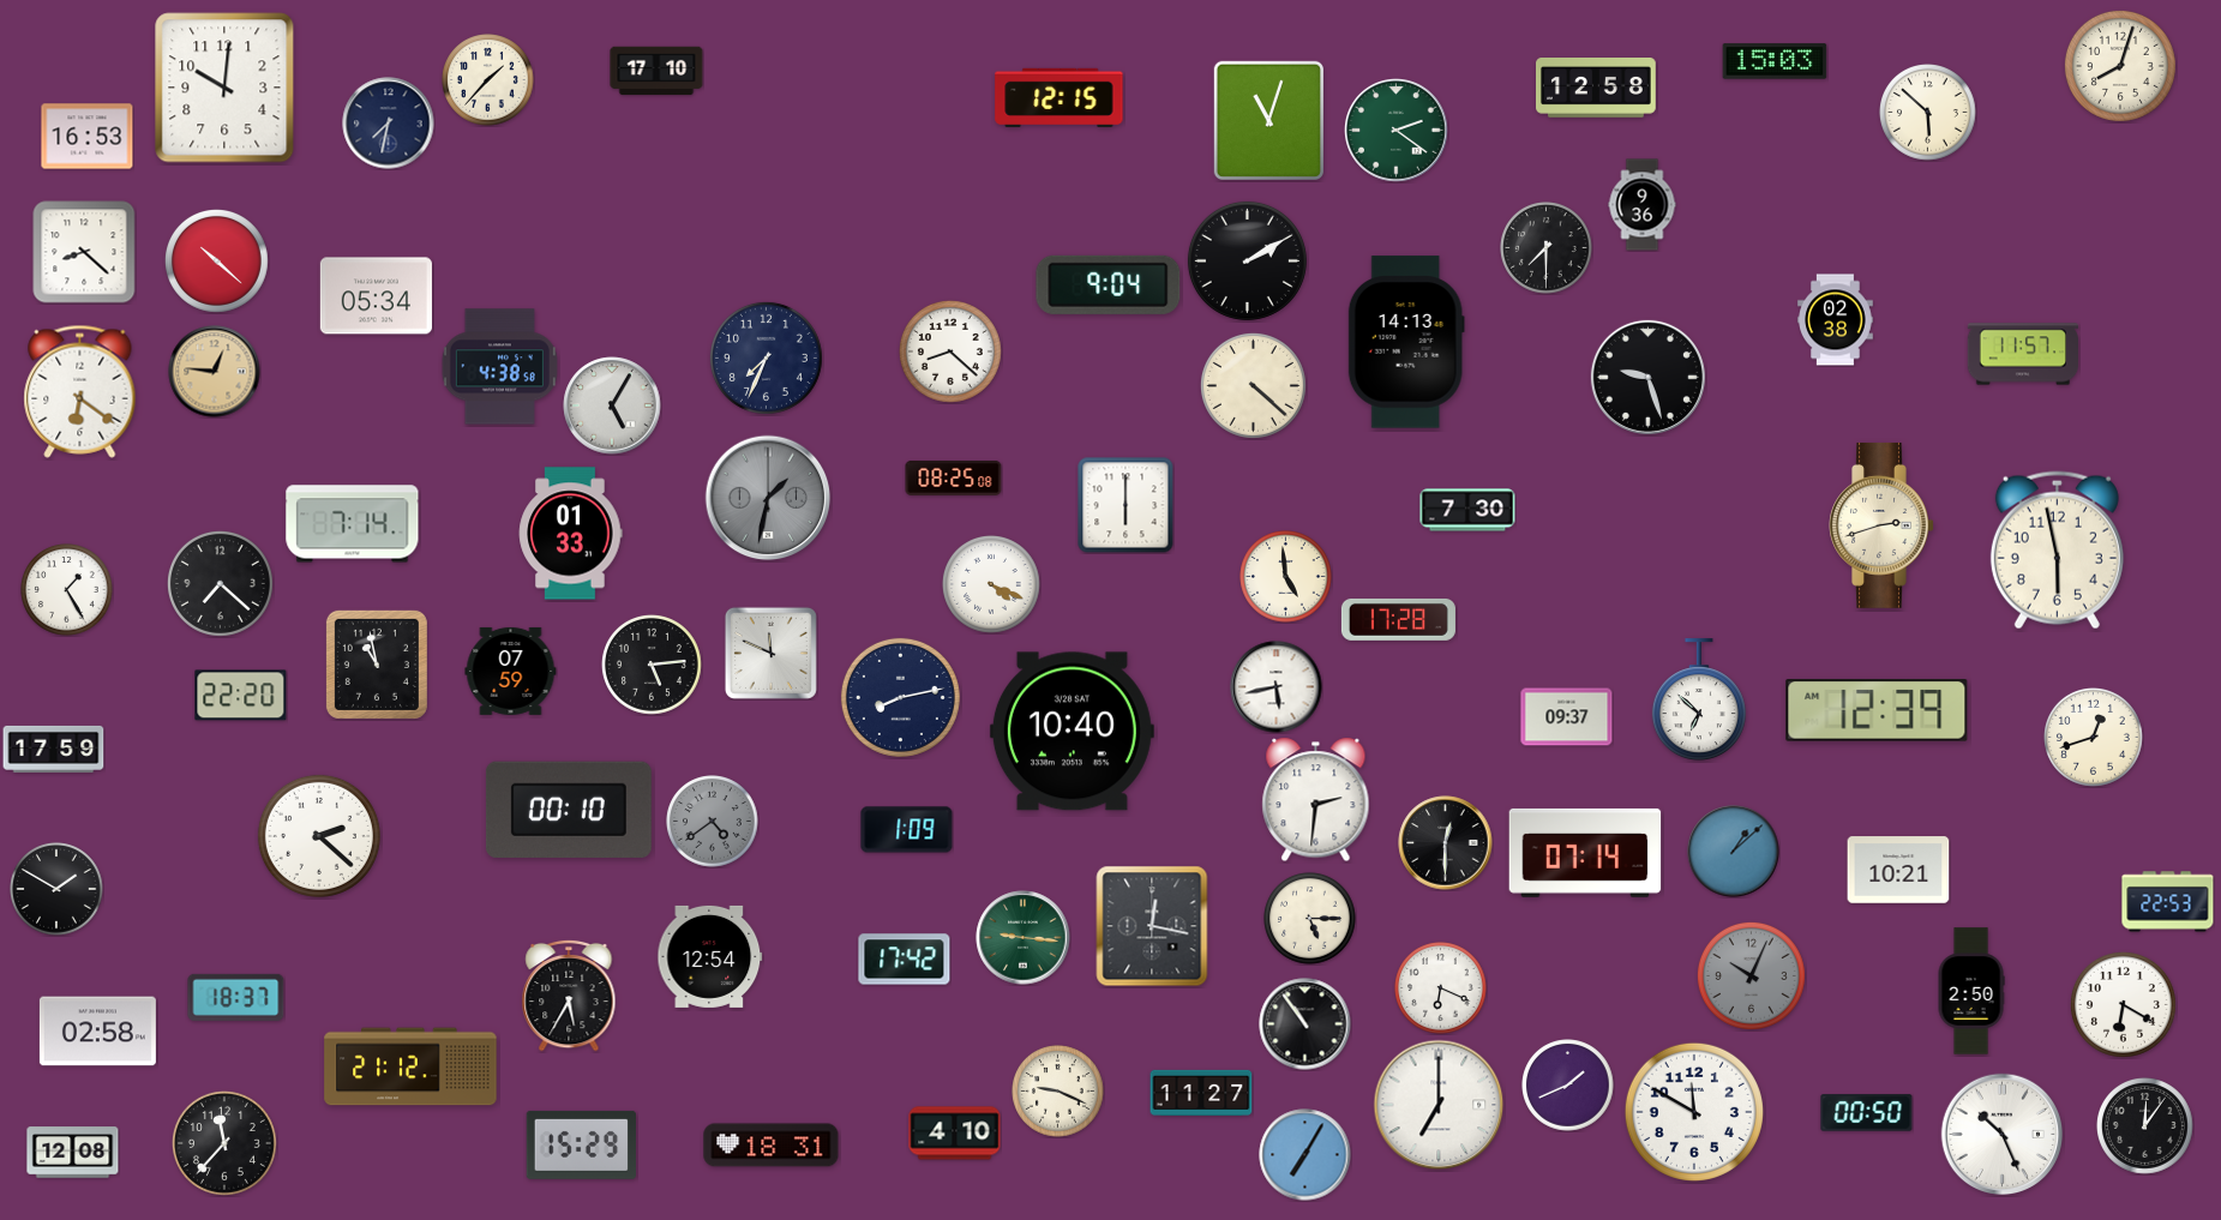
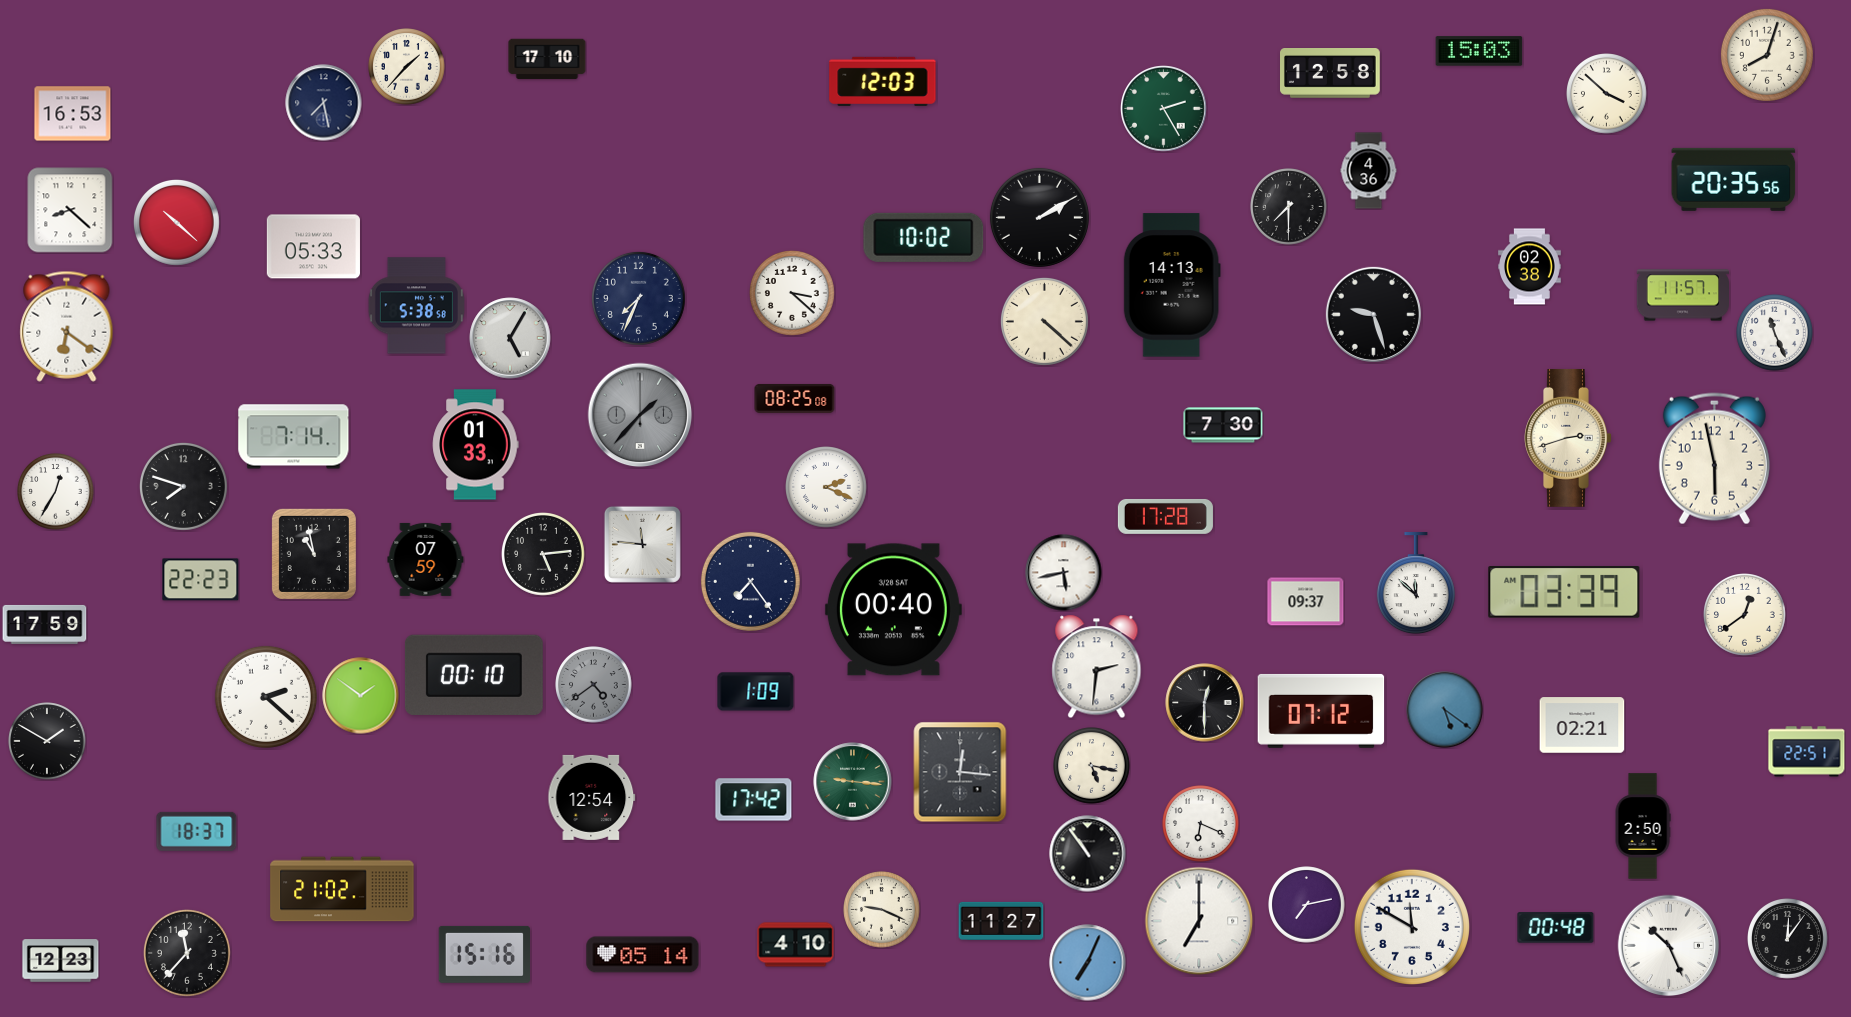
clock at (224, 88): 10:01 -> none
clock at (1060, 97): 12:15 -> 12:03
clock at (1928, 113): 5:52 -> 3:52
clock at (1268, 120): 11:03 -> none
clock at (389, 124): 7:32 -> 7:28
clock at (1397, 131): 2:21 -> 2:25
clock at (1643, 205): 9:36 -> 4:36
clock at (1734, 179): none -> 20:35
clock at (216, 260) position: (216, 260) -> (176, 222)
clock at (1109, 284): 9:04 -> 10:02
clock at (376, 296): 05:34 -> 05:33
clock at (950, 351): 8:22 -> 3:22
clock at (2022, 354) position: (2022, 354) -> (1682, 295)
clock at (499, 367): 4:38 -> 5:38
clock at (215, 372): 12:46 -> none
clock at (1775, 333): none -> 11:26
clock at (768, 498): 1:32 -> 1:37
clock at (1125, 505): 6:00 -> none
clock at (1286, 577): 4:59 -> none
clock at (220, 583): 7:22 -> 7:48
clock at (992, 585): 4:19 -> 2:19
clock at (67, 590): 1:25 -> 12:35
clock at (770, 653): 11:49 -> 11:46
clock at (241, 696): 22:20 -> 22:23
clock at (900, 697): 8:13 -> 7:24
clock at (1699, 701): 6:52 -> 11:52
clock at (1877, 711): 12:39 -> 03:39
clock at (1567, 717) position: (1567, 717) -> (1306, 602)
clock at (1072, 732): 10:40 -> 00:40
clock at (2094, 738): 12:42 -> 12:39
clock at (361, 696): none -> 1:51
clock at (1734, 852): 1:08 -> 5:21
clock at (1585, 853): 07:14 -> 07:12
clock at (1898, 870): 10:21 -> 02:21
clock at (2168, 902): 22:53 -> 22:51
clock at (1310, 919): 5:15 -> 5:17
clock at (1152, 926): 12:17 -> 12:16
clock at (1751, 975): 10:04 -> none
clock at (569, 996): 5:35 -> none
clock at (2123, 1004): 6:20 -> none
clock at (97, 1032): 02:58 -> none
clock at (410, 1066): 21:12 -> 21:02
clock at (1568, 1086): 1:41 -> 7:13
clock at (1201, 1093) position: (1201, 1093) -> (1001, 921)
clock at (1867, 1113): 00:50 -> 00:48
clock at (581, 1144): 15:29 -> 15:16
clock at (772, 1146): 18:31 -> 05:14
clock at (73, 1153): 12:08 -> 12:23
clock at (1305, 1155): 7:05 -> 7:04
